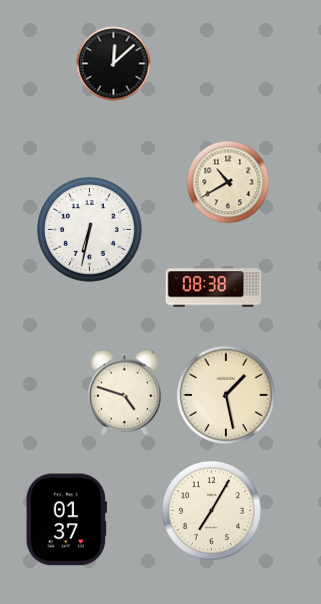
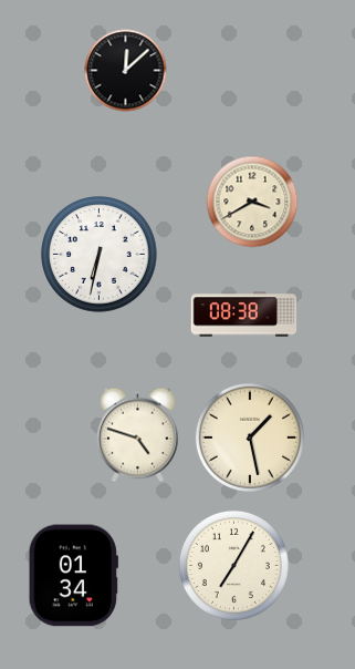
clock at (228, 182): 10:40 -> 3:40
clock at (214, 287) position: (214, 287) -> (244, 315)
clock at (66, 520): 01:37 -> 01:34
